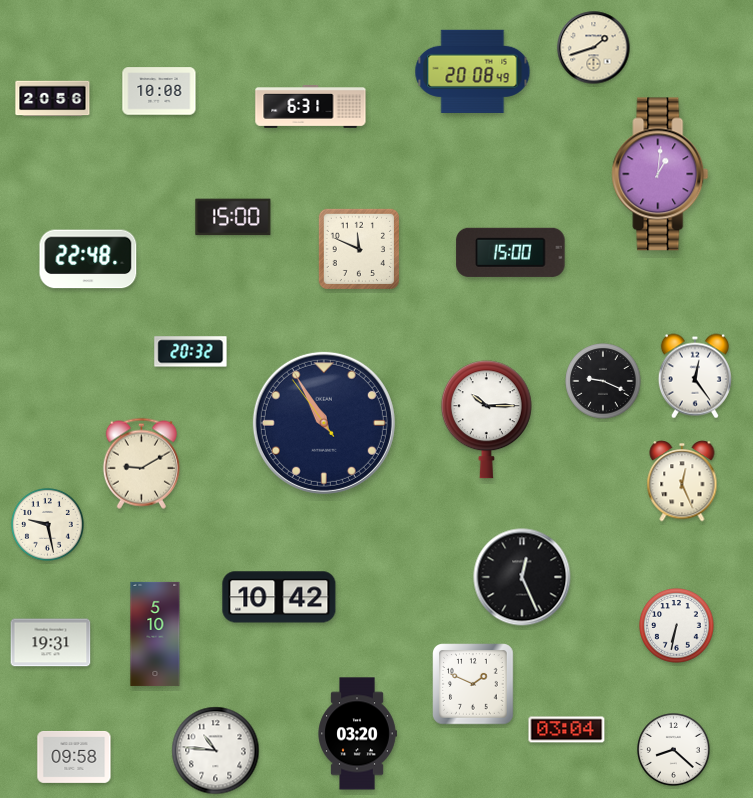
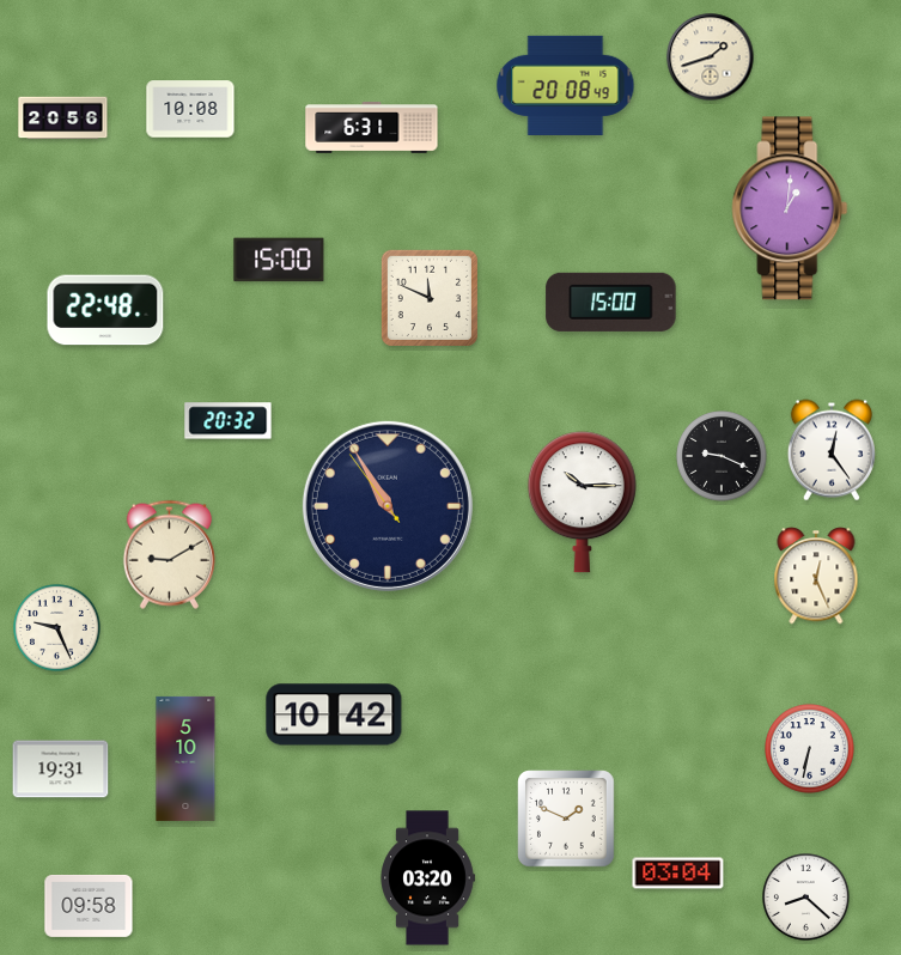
clock at (48, 525): 9:28 -> 9:26
clock at (522, 577): 12:26 -> none
clock at (216, 751): 10:46 -> none
